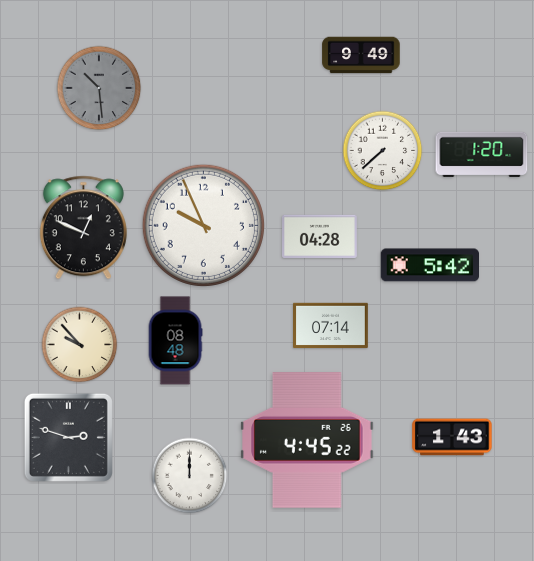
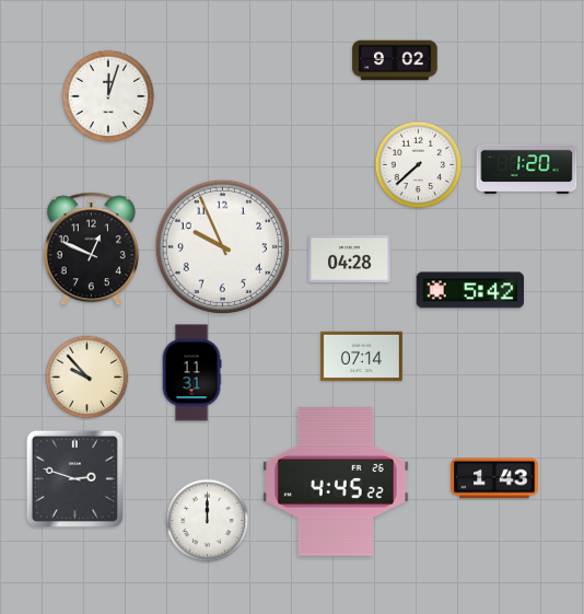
clock at (361, 55): 9:49 -> 9:02
clock at (99, 88): 10:29 -> 12:03
clock at (99, 88) dial: grey -> white
clock at (175, 341): 08:48 -> 11:31
